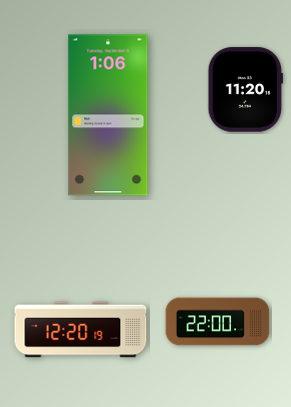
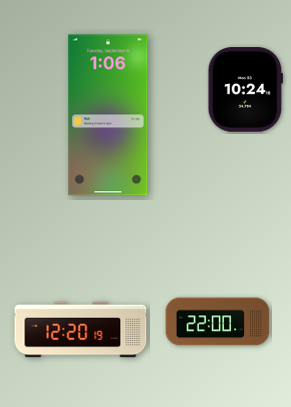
clock at (245, 90): 11:20 -> 10:24
